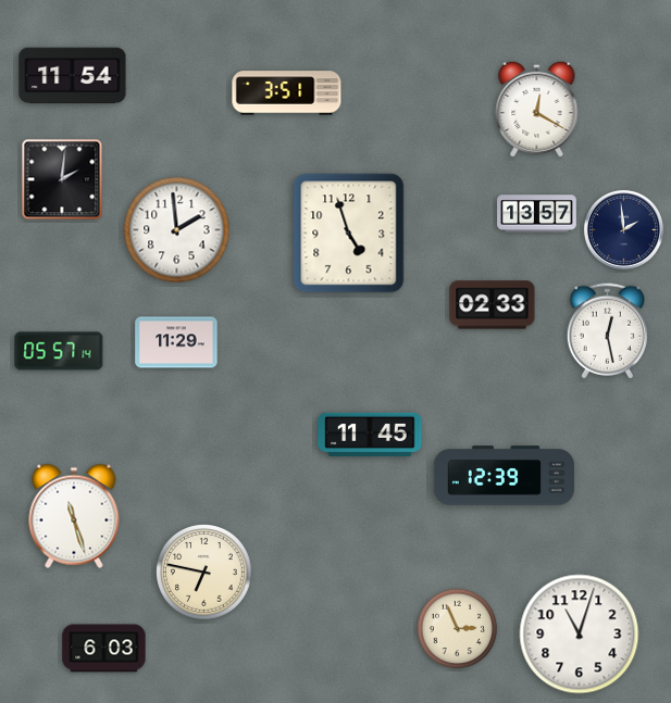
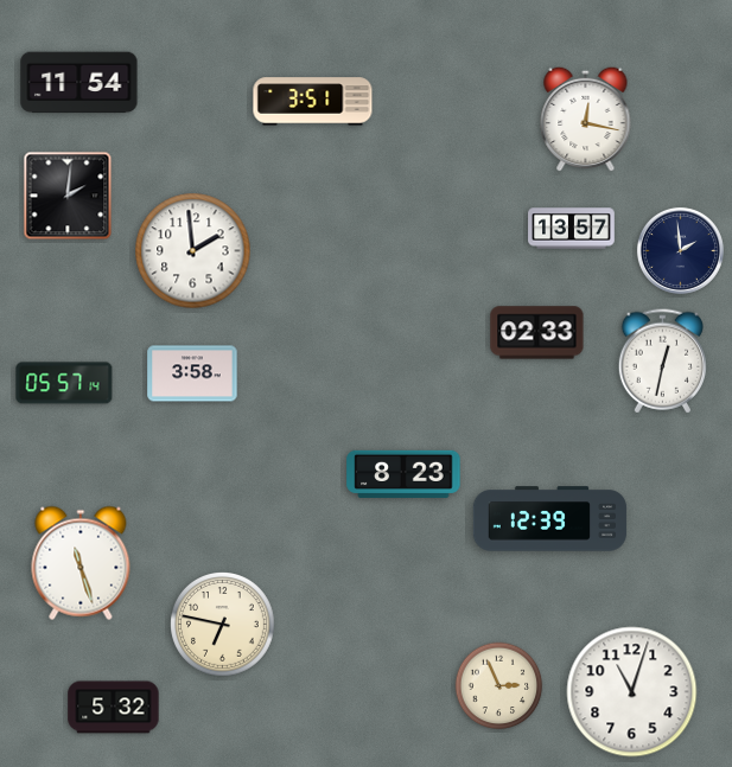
clock at (537, 109): 12:20 -> 12:17
clock at (537, 214) position: (537, 214) -> (572, 229)
clock at (349, 234): 4:57 -> none
clock at (607, 331): 12:28 -> 12:32
clock at (176, 342): 11:29 -> 3:58
clock at (370, 435): 11:45 -> 8:23
clock at (104, 649): 6:03 -> 5:32
